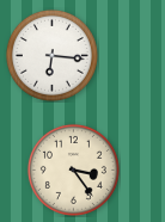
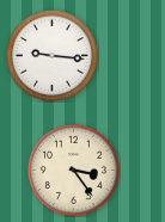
clock at (51, 55): 6:16 -> 9:16
